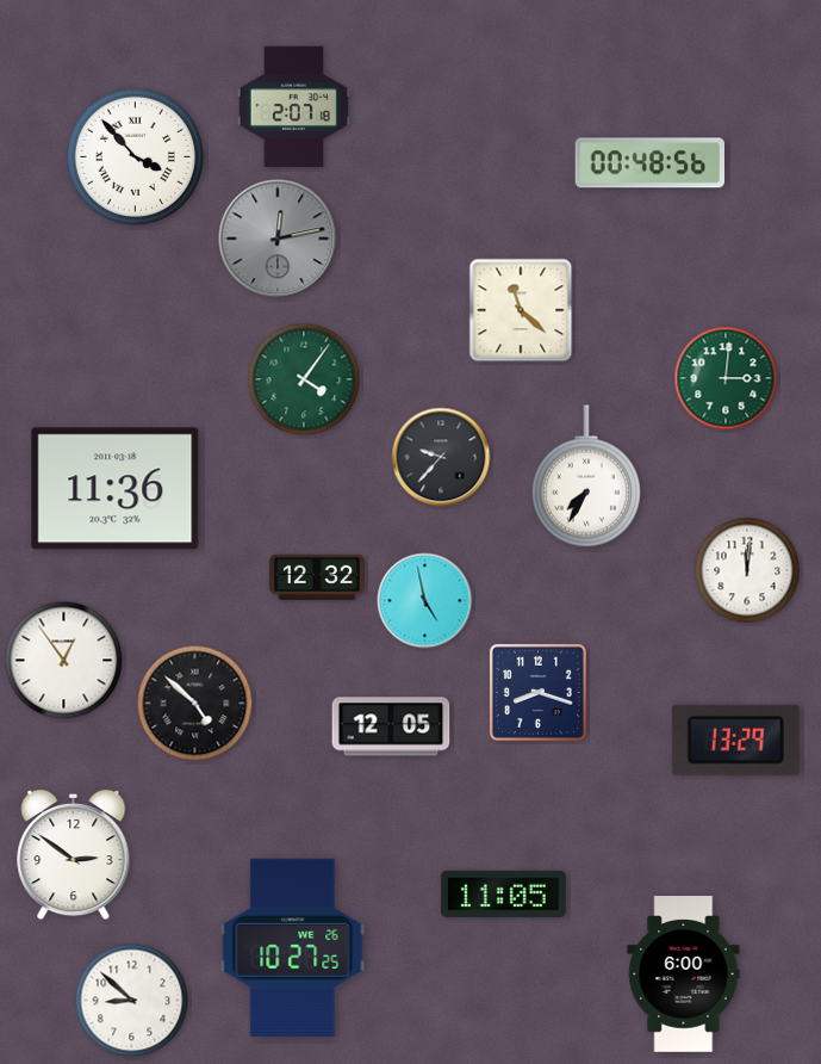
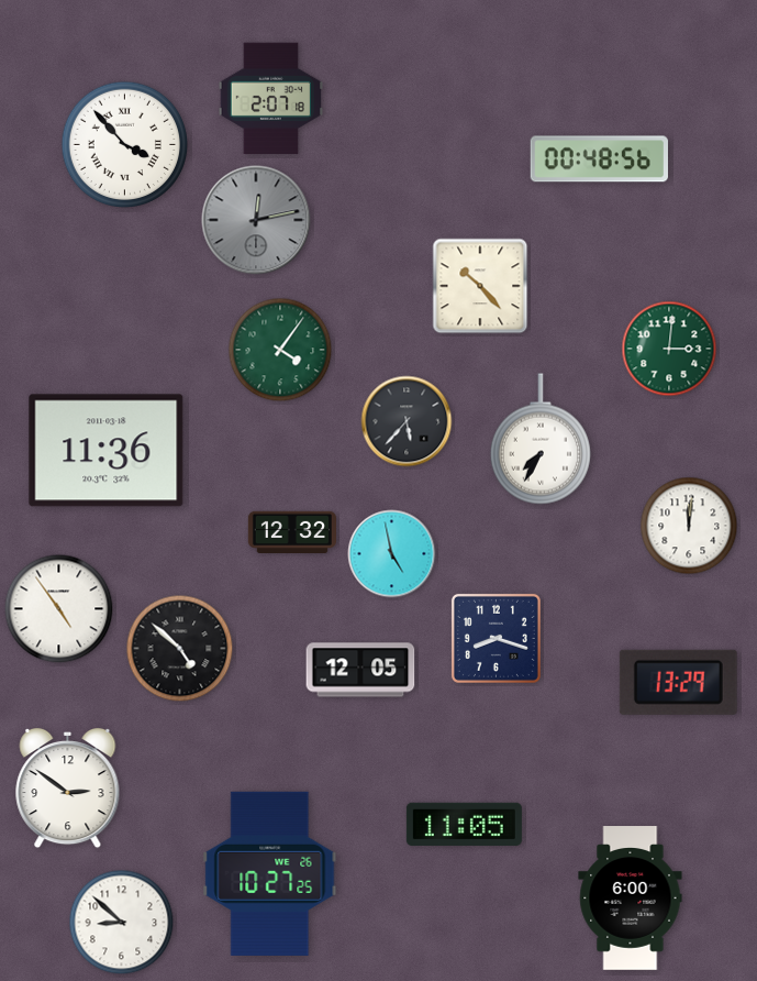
clock at (649, 163) position: (649, 163) -> (599, 159)
clock at (521, 310): 11:22 -> 10:23
clock at (441, 457): 9:37 -> 5:37
clock at (64, 661): 12:54 -> 4:54
